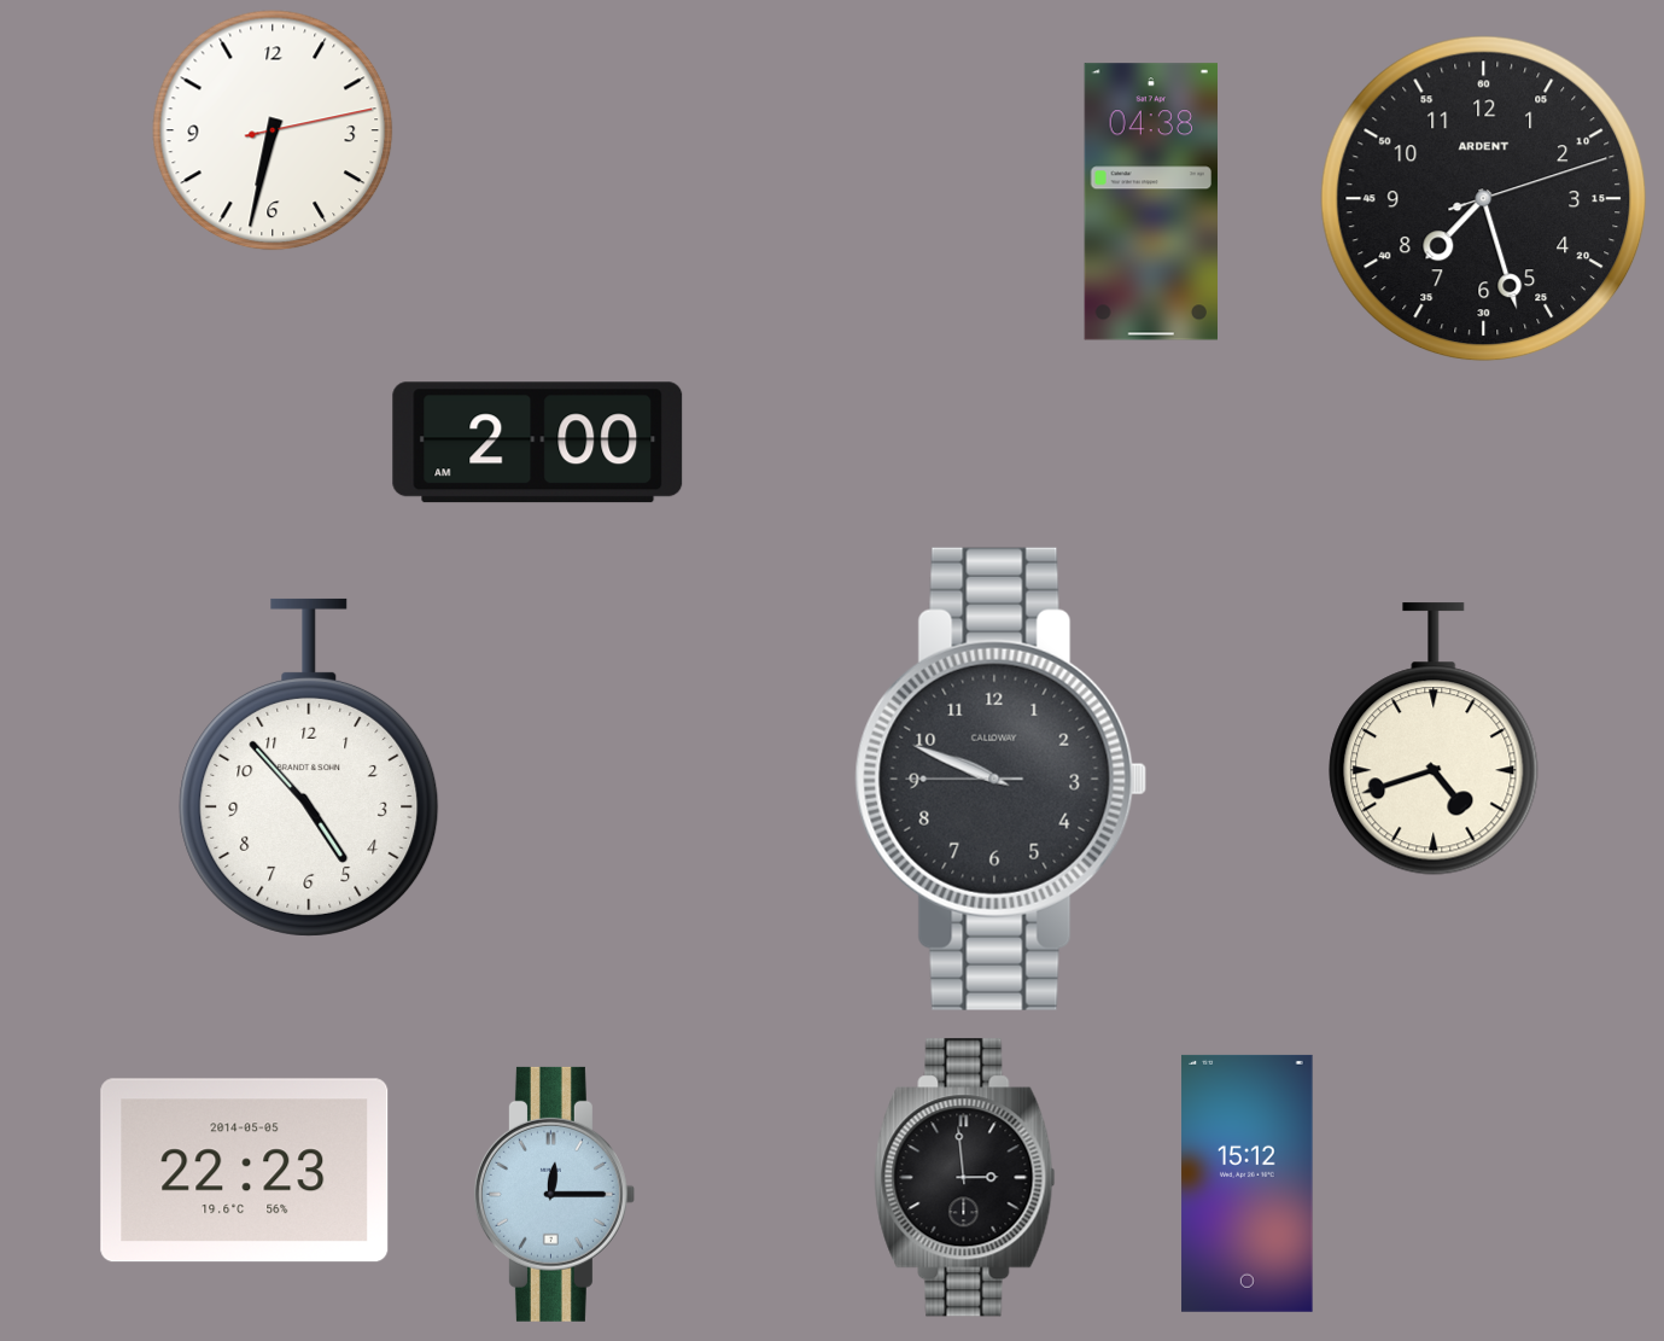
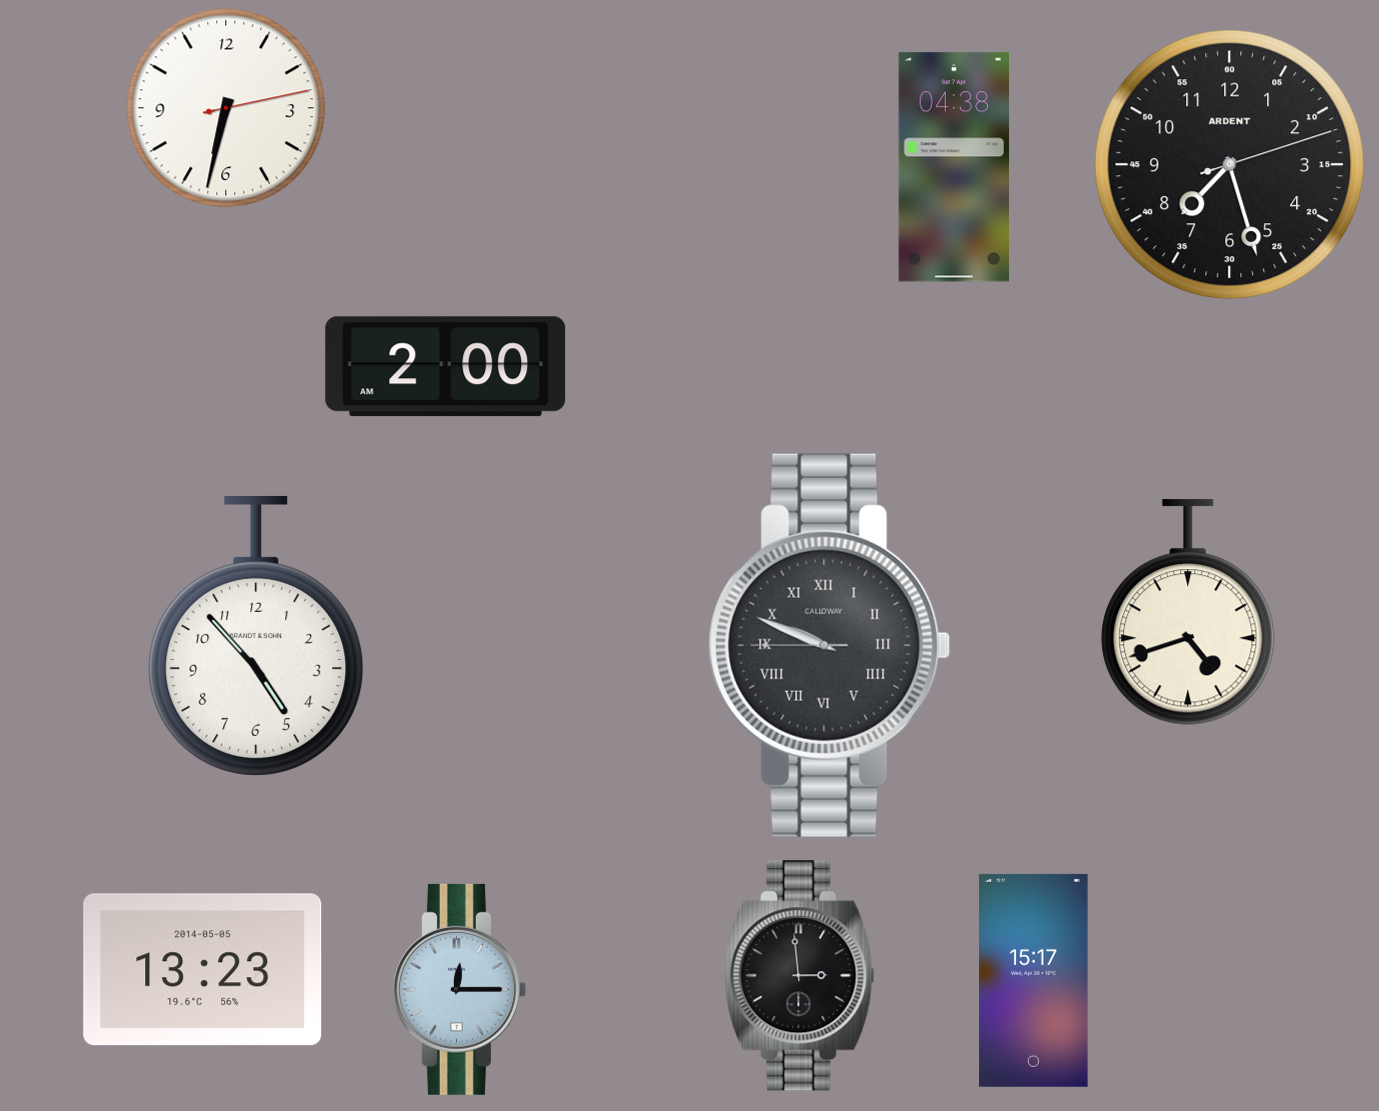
clock at (1002, 779) numerals: Arabic -> Roman
clock at (245, 1171): 22:23 -> 13:23
clock at (1248, 1183): 15:12 -> 15:17
